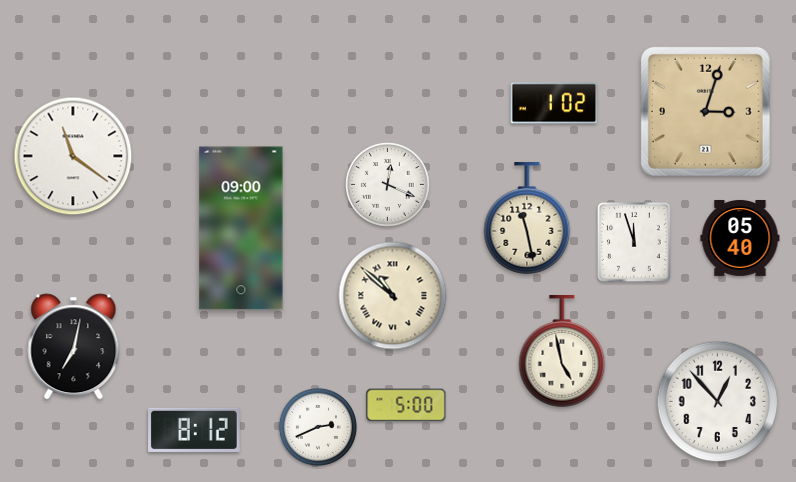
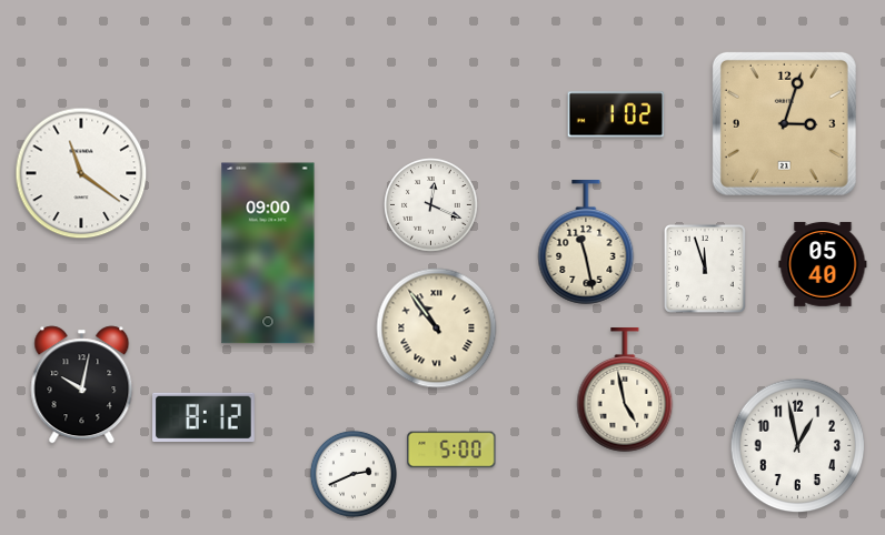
clock at (393, 296): 10:52 -> 10:54
clock at (74, 347): 7:02 -> 10:02
clock at (718, 402): 12:53 -> 12:58
clock at (195, 429) position: (195, 429) -> (205, 416)
